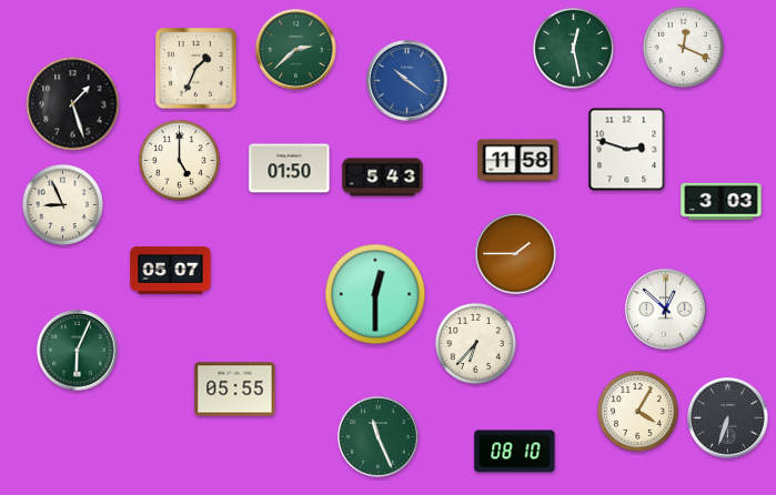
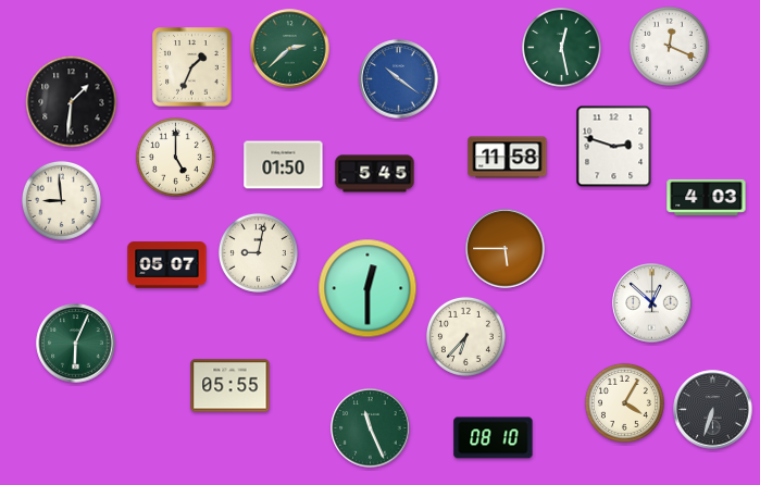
clock at (73, 104): 1:27 -> 1:31
clock at (383, 178): 5:43 -> 5:45
clock at (722, 201): 3:03 -> 4:03
clock at (62, 204): 8:56 -> 8:59
clock at (516, 254): 1:45 -> 5:45
clock at (258, 252): none -> 9:02
clock at (235, 390) position: (235, 390) -> (231, 386)
clock at (515, 452) position: (515, 452) -> (494, 438)
